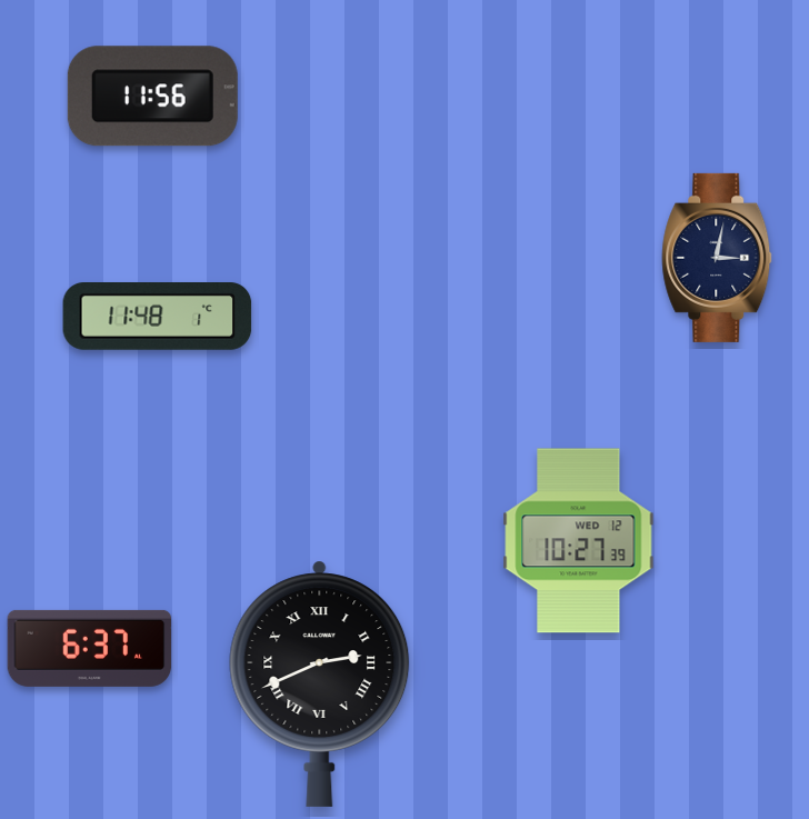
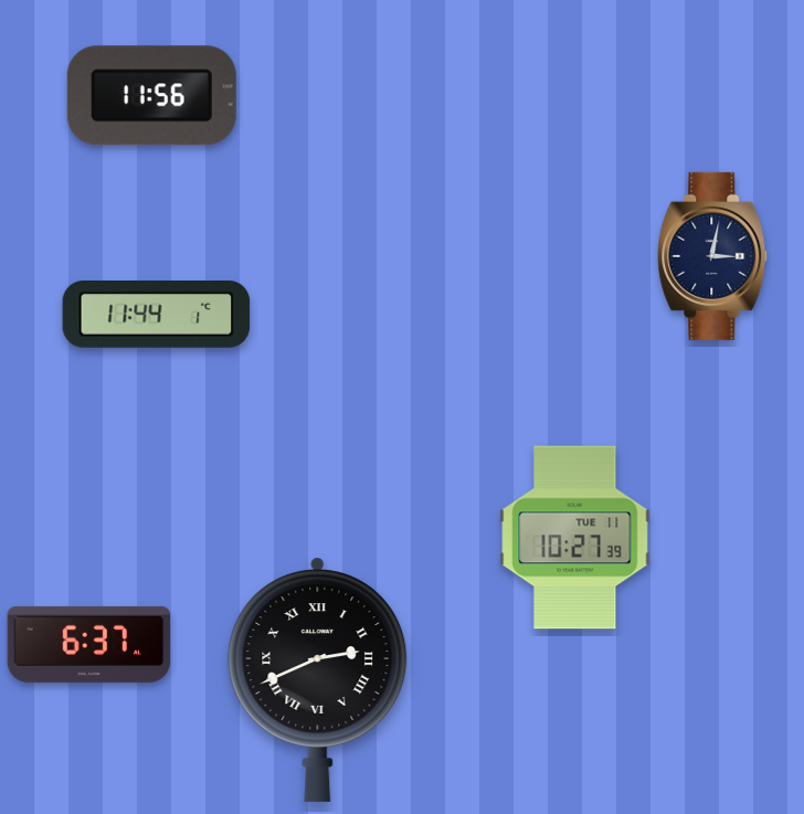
clock at (158, 317): 11:48 -> 11:44
clock at (579, 541) date: WED 12 -> TUE 11
